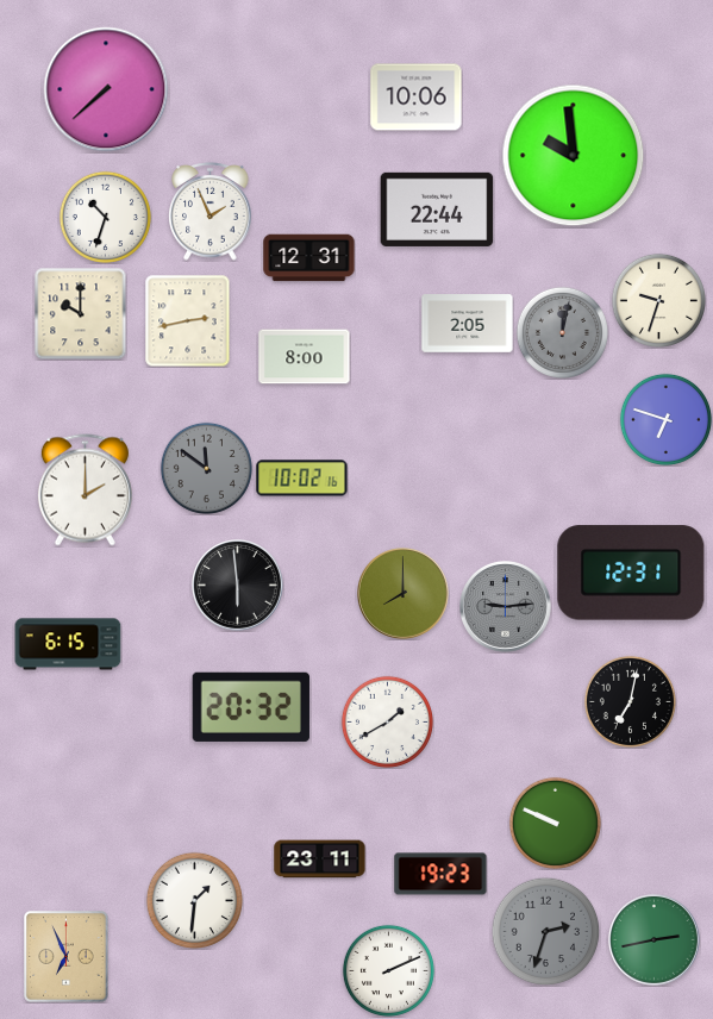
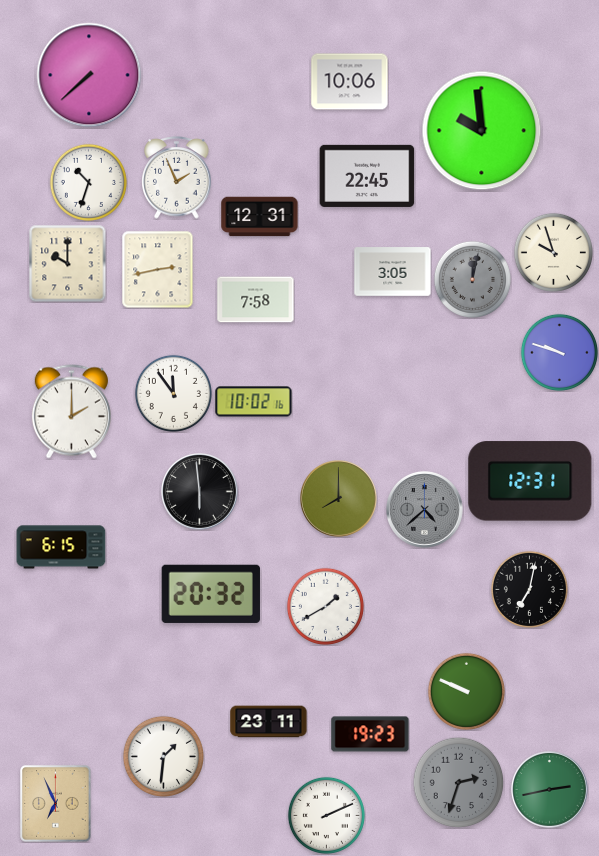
clock at (437, 210): 22:44 -> 22:45
clock at (658, 300): 9:33 -> 9:57
clock at (468, 324): 2:05 -> 3:05
clock at (305, 357): 8:00 -> 7:58
clock at (665, 419): 6:48 -> 9:48
clock at (206, 468): 11:51 -> 11:54
clock at (206, 468) dial: grey -> white
clock at (506, 607): 9:14 -> 4:38
clock at (68, 644) position: (68, 644) -> (61, 547)
